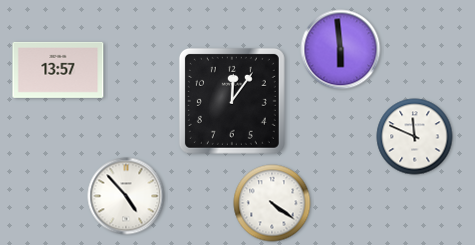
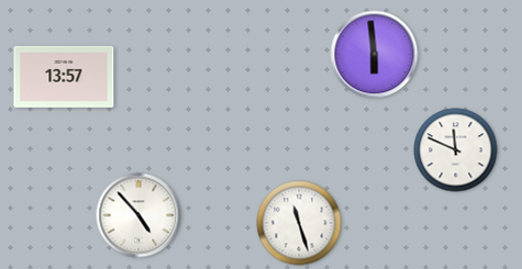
clock at (232, 101): 12:06 -> none
clock at (272, 203): 4:21 -> 11:27
